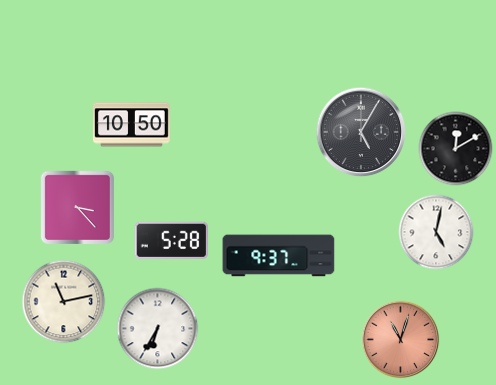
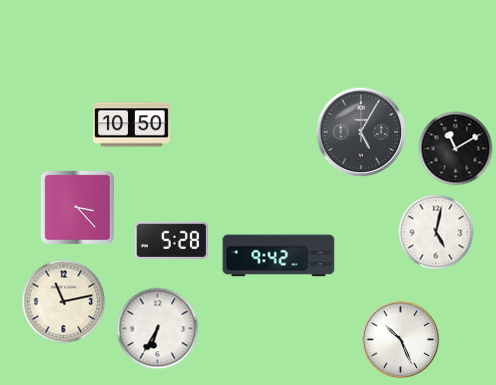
clock at (456, 149): 12:10 -> 11:10
clock at (279, 256): 9:37 -> 9:42
clock at (401, 340): 11:03 -> 10:26
clock at (401, 340) dial: salmon -> white
